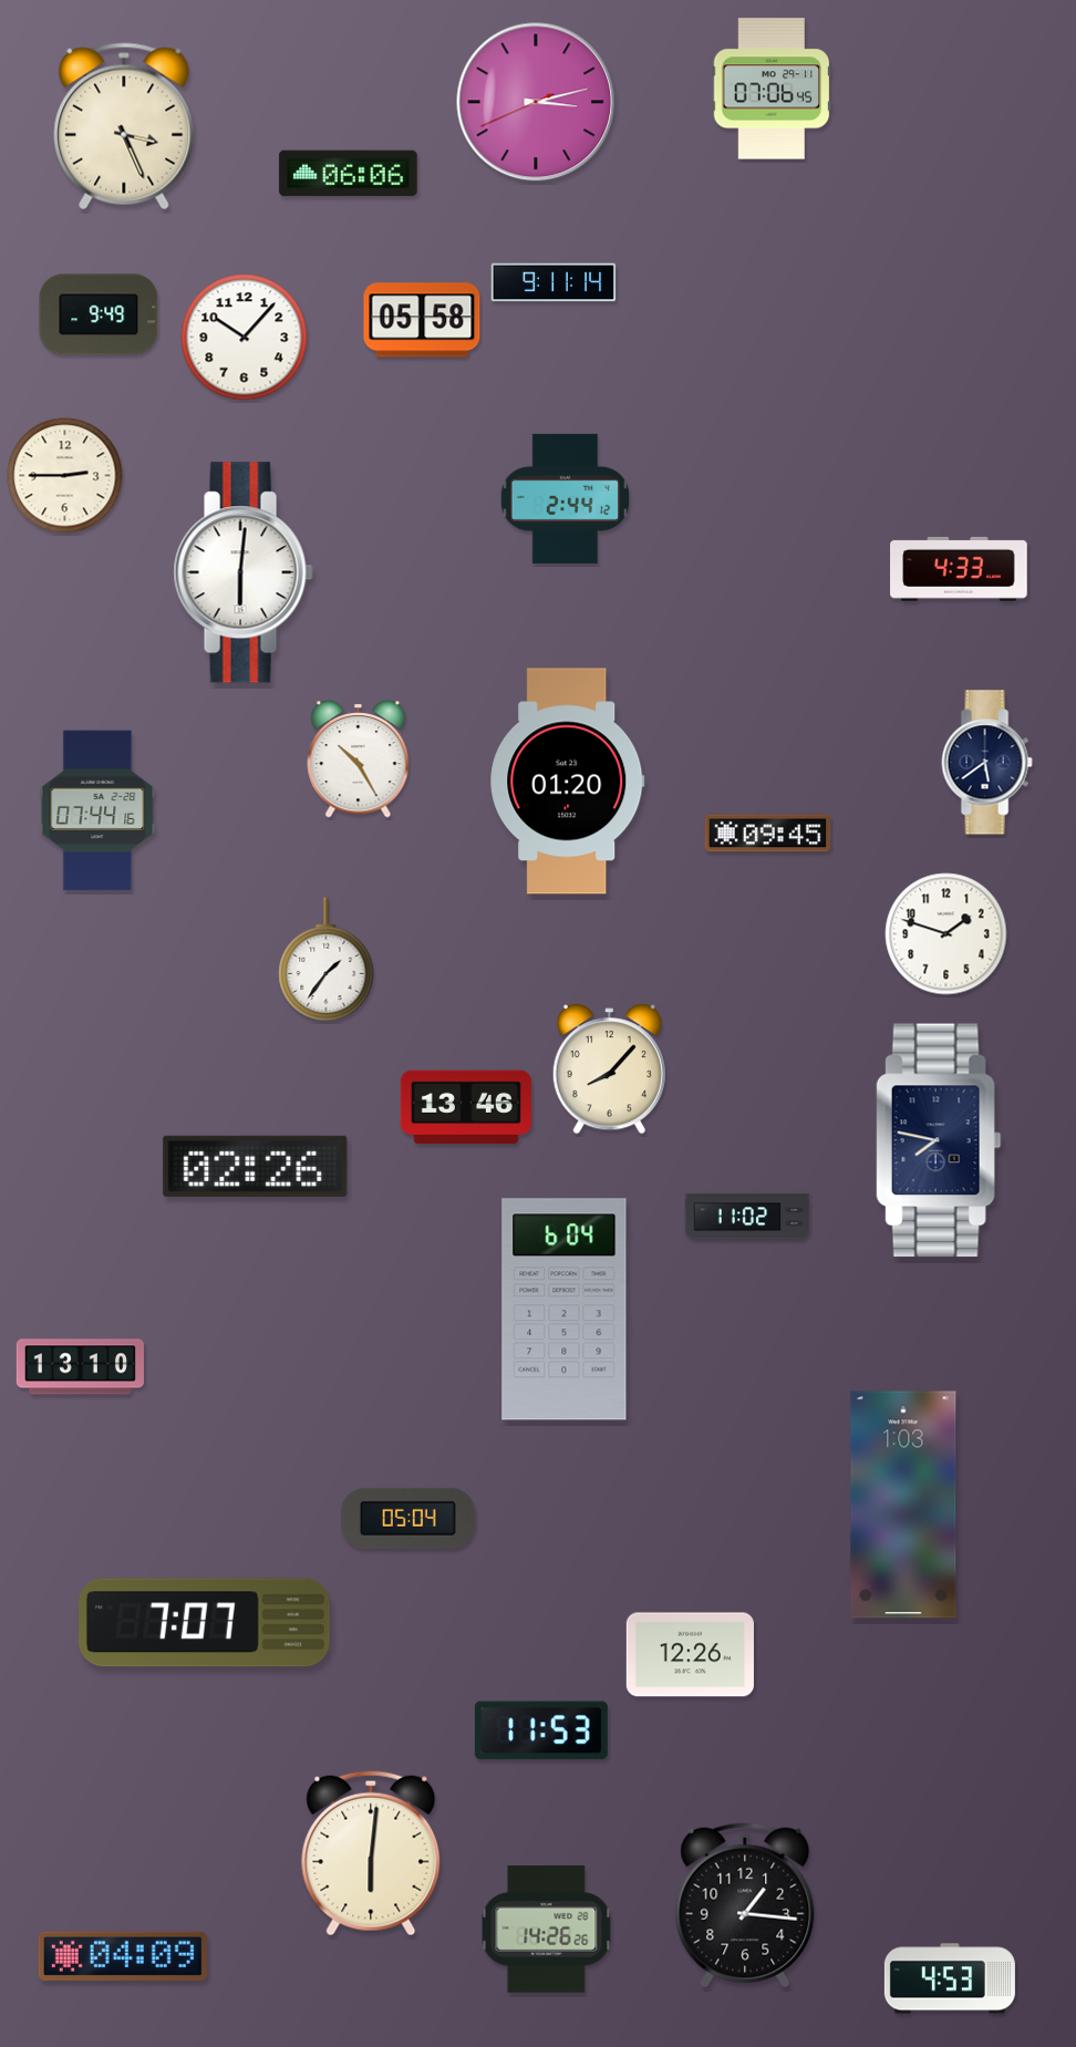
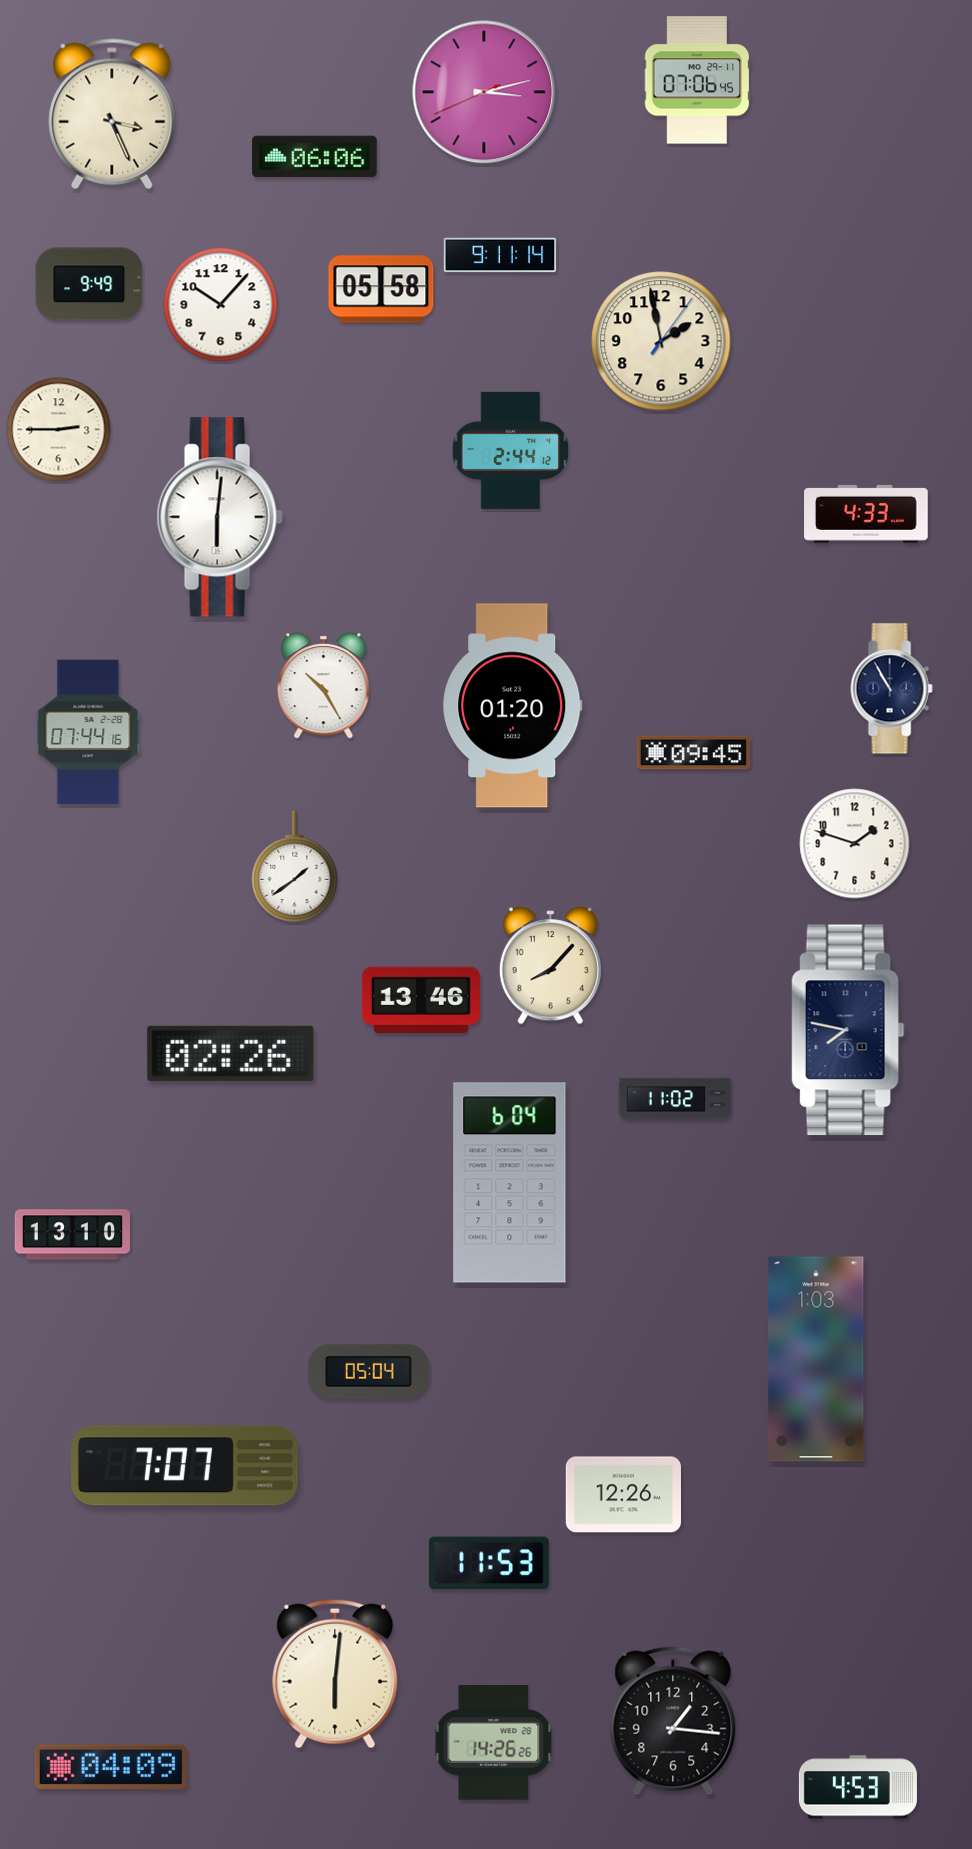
clock at (661, 341): none -> 1:58
clock at (986, 763): 5:39 -> 10:55
clock at (327, 959): 1:36 -> 1:39
